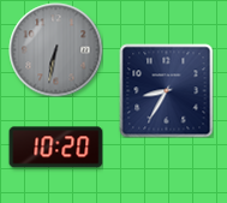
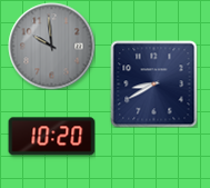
clock at (55, 49): 6:32 -> 9:59
clock at (166, 90): 8:35 -> 8:40
